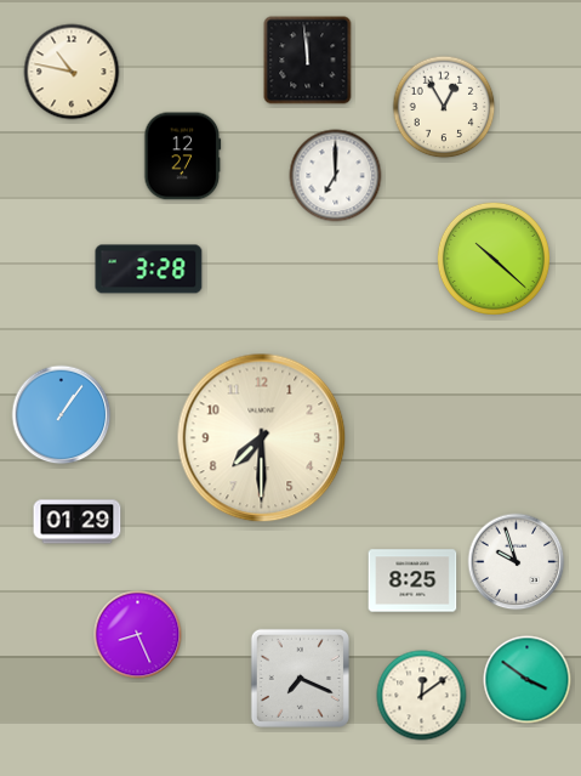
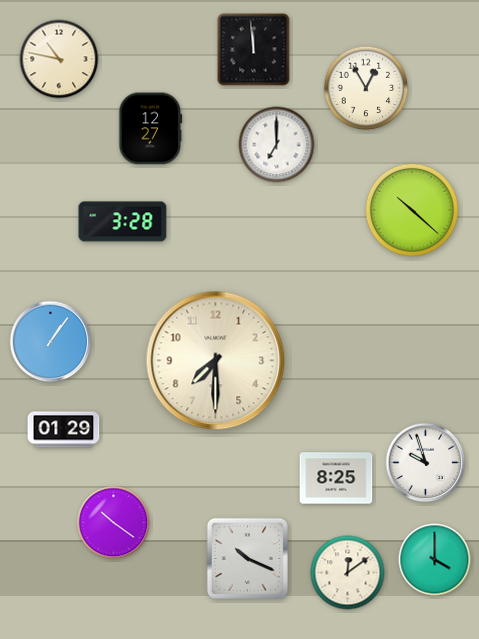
clock at (494, 259) position: (494, 259) -> (412, 210)
clock at (412, 580) position: (412, 580) -> (336, 478)
clock at (138, 635): 8:26 -> 10:21
clock at (300, 678): 7:19 -> 10:19
clock at (528, 680): 3:51 -> 4:00
